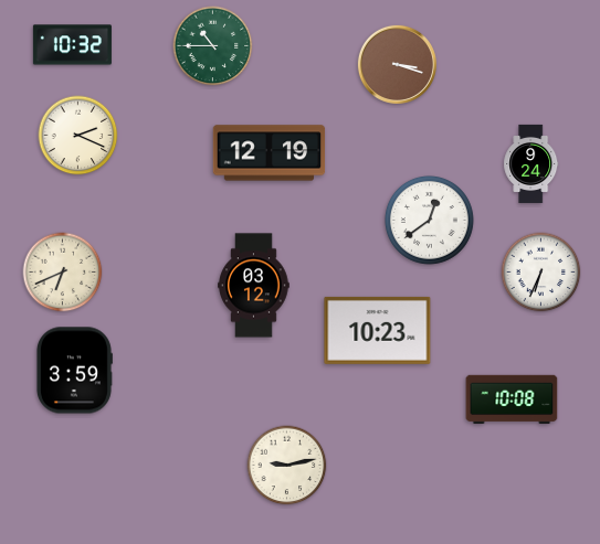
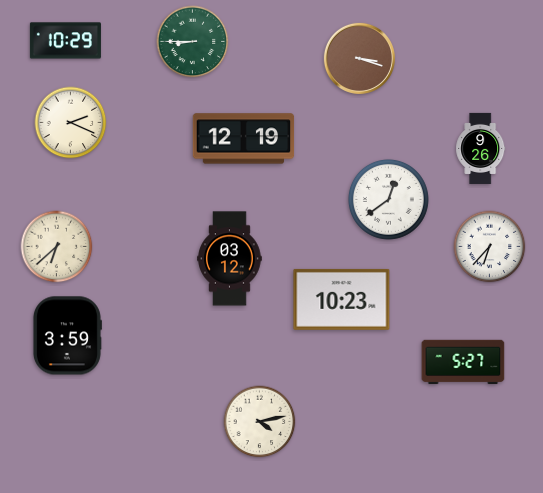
clock at (72, 45): 10:32 -> 10:29
clock at (213, 46): 10:45 -> 8:45
clock at (531, 163): 9:24 -> 9:26
clock at (63, 273): 6:41 -> 6:38
clock at (541, 273): 6:34 -> 6:37
clock at (512, 399): 10:08 -> 5:27
clock at (287, 466): 9:13 -> 4:13
